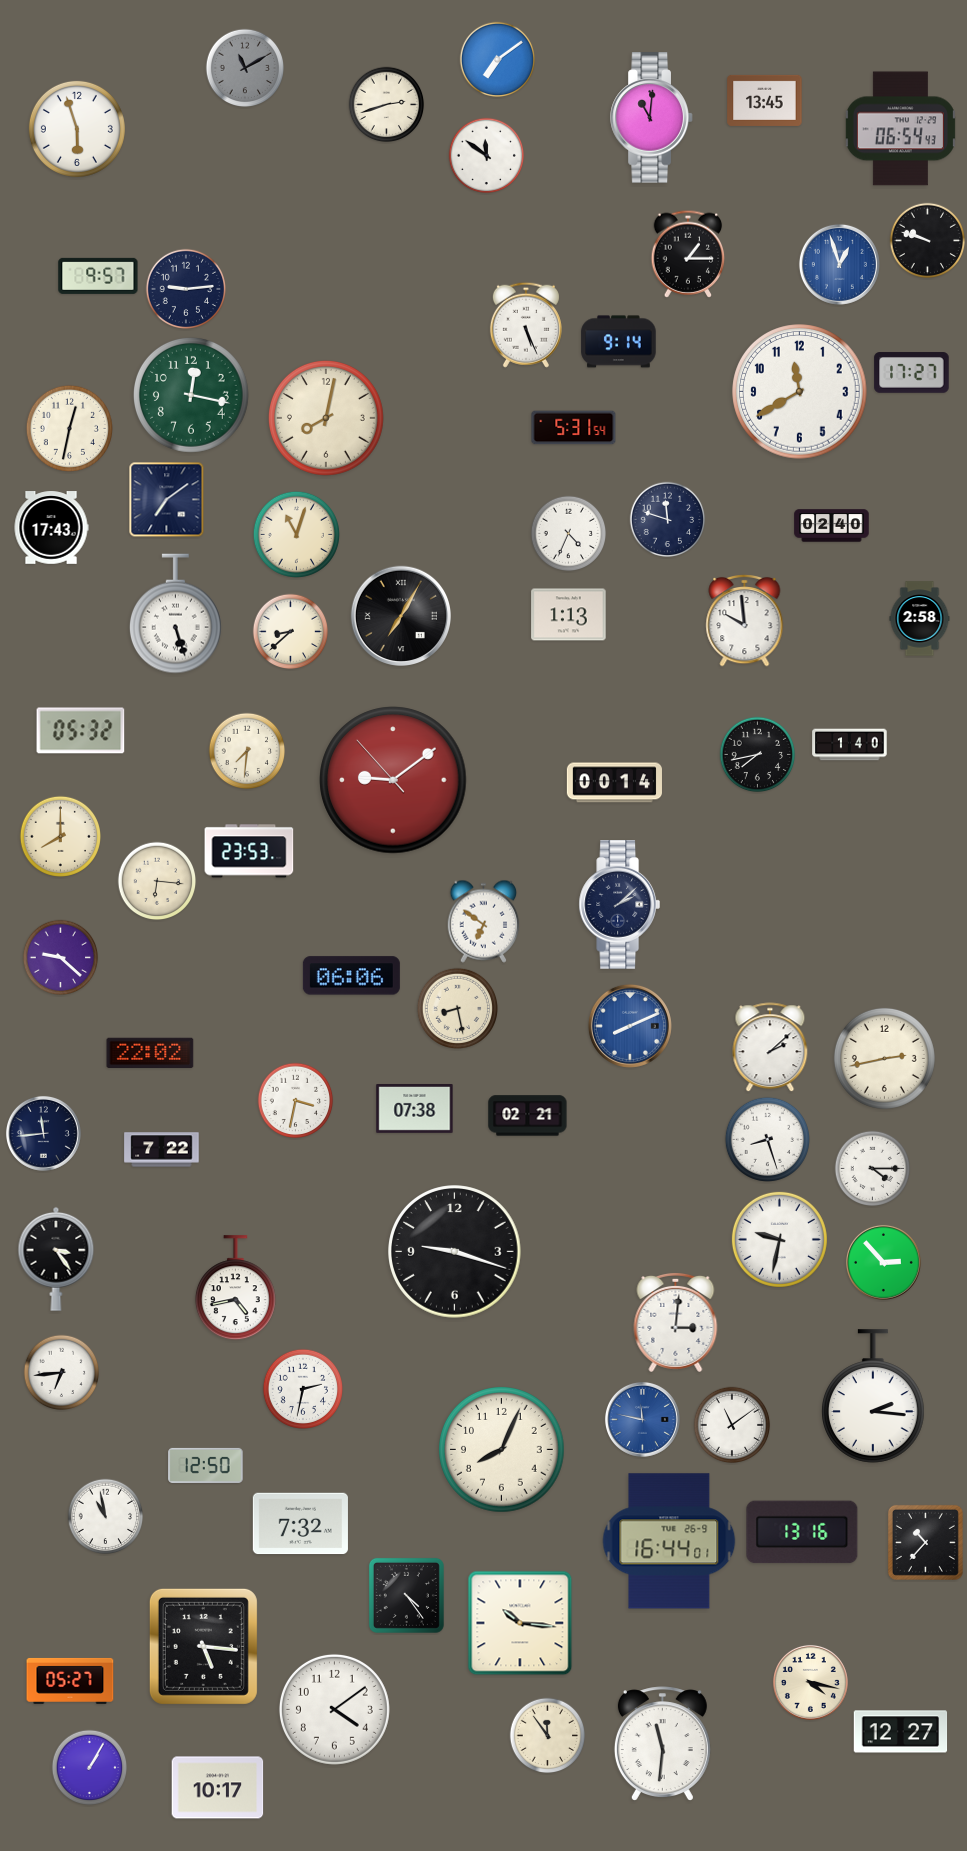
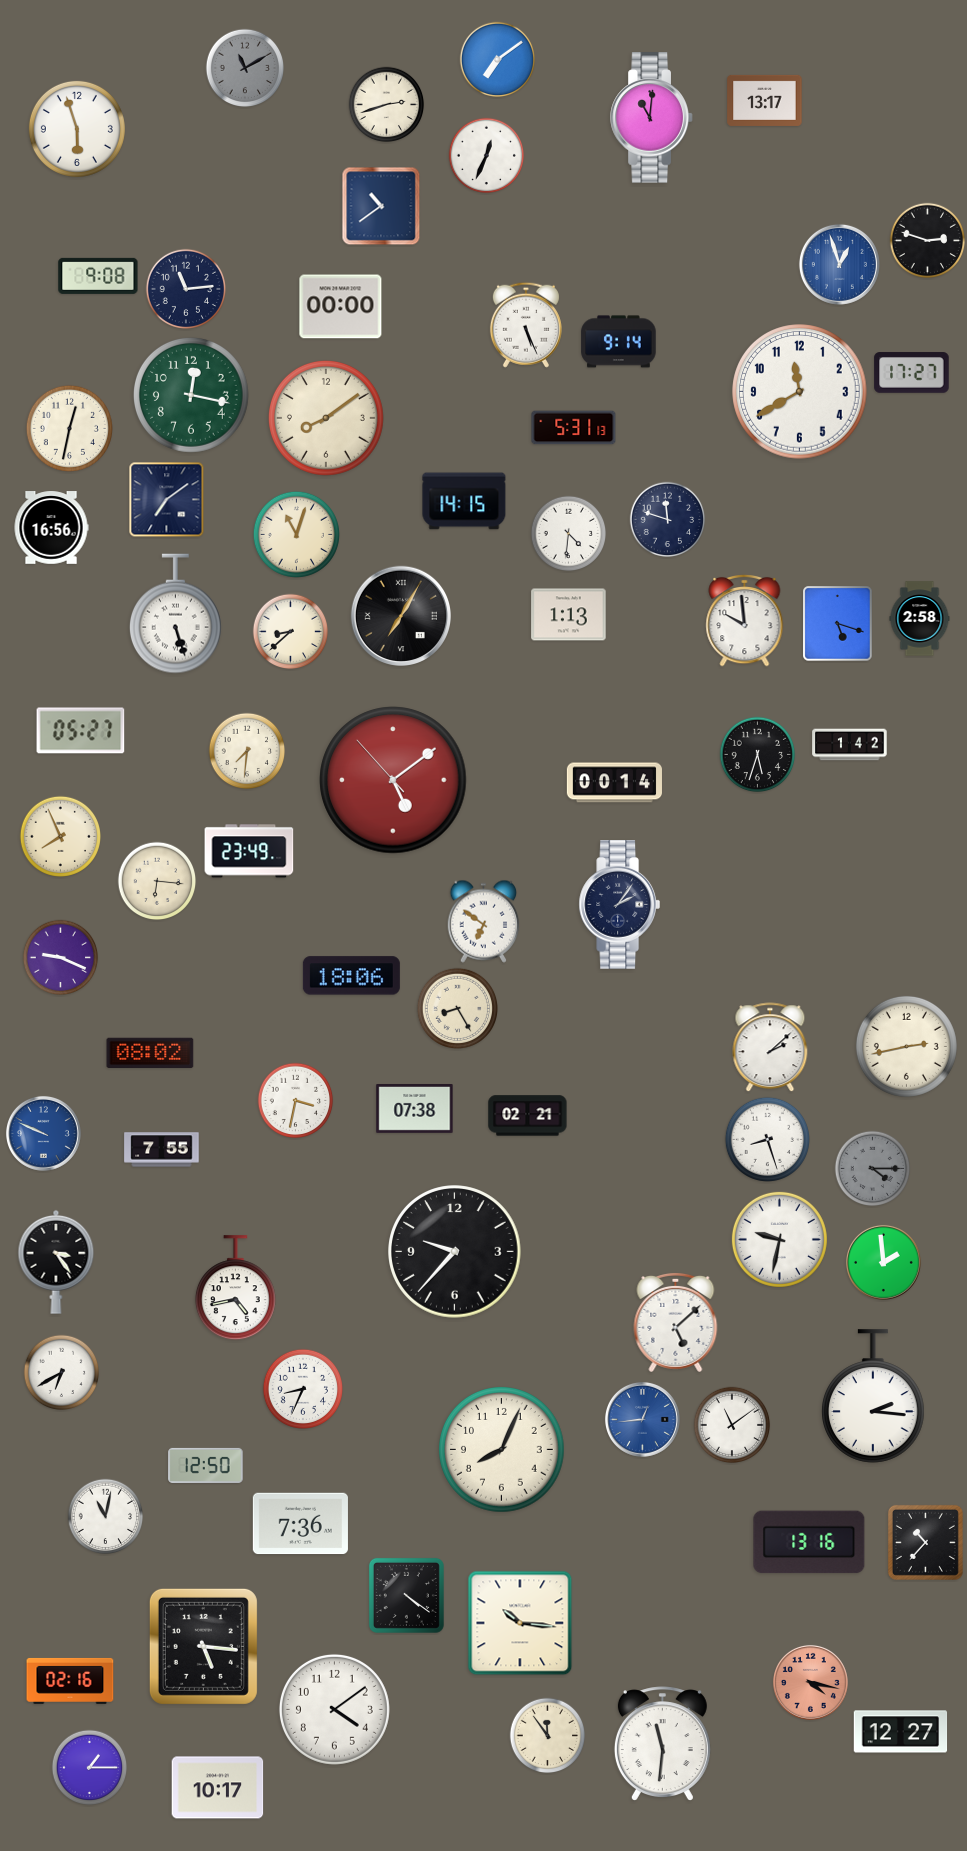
clock at (765, 100): 13:45 -> 13:17
clock at (900, 129): 06:54 -> none
clock at (487, 156): 11:51 -> 12:34
clock at (381, 206): none -> 10:39
clock at (928, 241): 9:48 -> 2:48
clock at (688, 254): 1:15 -> none
clock at (98, 276): 9:57 -> 9:08
clock at (185, 288): 9:14 -> 11:14
clock at (341, 307): none -> 00:00
clock at (326, 418): 8:02 -> 8:09
clock at (574, 428): 5:31:54 -> 5:31:13
clock at (464, 501): none -> 14:15
clock at (832, 526): 02:40 -> none
clock at (51, 528): 17:43 -> 16:56
clock at (569, 534): 4:34 -> 4:31
clock at (838, 624): none -> 5:18
clock at (81, 731): 05:32 -> 05:27
clock at (850, 745): 1:40 -> 1:42
clock at (758, 755): 7:43 -> 5:33
clock at (393, 780): 9:08 -> 5:08
clock at (60, 836): 8:00 -> 7:56
clock at (249, 851): 23:53 -> 23:49
clock at (619, 905): 2:08 -> 2:06
clock at (61, 958): 9:22 -> 9:19
clock at (351, 976): 06:06 -> 18:06
clock at (457, 1008): 8:28 -> 8:25
clock at (630, 1026): 8:11 -> none
clock at (150, 1053): 22:02 -> 08:02
clock at (884, 1058) position: (884, 1058) -> (906, 1046)
clock at (43, 1133): 11:44 -> 9:49
clock at (43, 1133) dial: navy -> blue
clock at (162, 1150): 7:22 -> 7:55
clock at (873, 1169) dial: white -> grey
clock at (455, 1252): 9:18 -> 9:37
clock at (56, 1259) position: (56, 1259) -> (56, 1262)
clock at (883, 1262): 2:53 -> 1:59
clock at (676, 1322): 3:01 -> 5:08
clock at (62, 1373): 6:44 -> 6:40
clock at (302, 1388): 2:32 -> 8:34
clock at (642, 1419): 11:47 -> 12:44
clock at (106, 1517): 10:58 -> 11:02
clock at (300, 1524): 7:32 -> 7:36
clock at (802, 1532) position: (802, 1532) -> (809, 1542)
clock at (669, 1541): 16:44 -> none
clock at (406, 1595): 4:24 -> 4:21
clock at (70, 1681): 05:27 -> 02:16
clock at (810, 1682) dial: cream -> salmon
clock at (90, 1768): 1:05 -> 1:15
